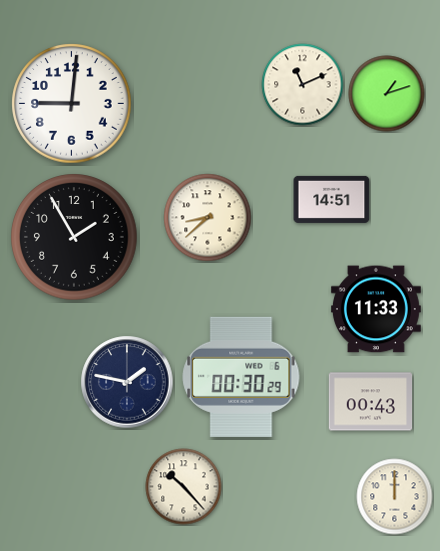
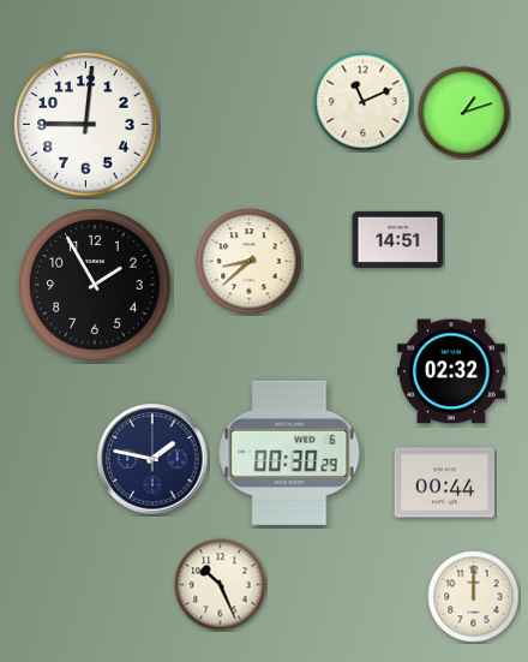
clock at (74, 237) position: (74, 237) -> (95, 285)
clock at (376, 309): 11:33 -> 02:32
clock at (371, 402): 00:43 -> 00:44
clock at (184, 487): 10:23 -> 10:26
